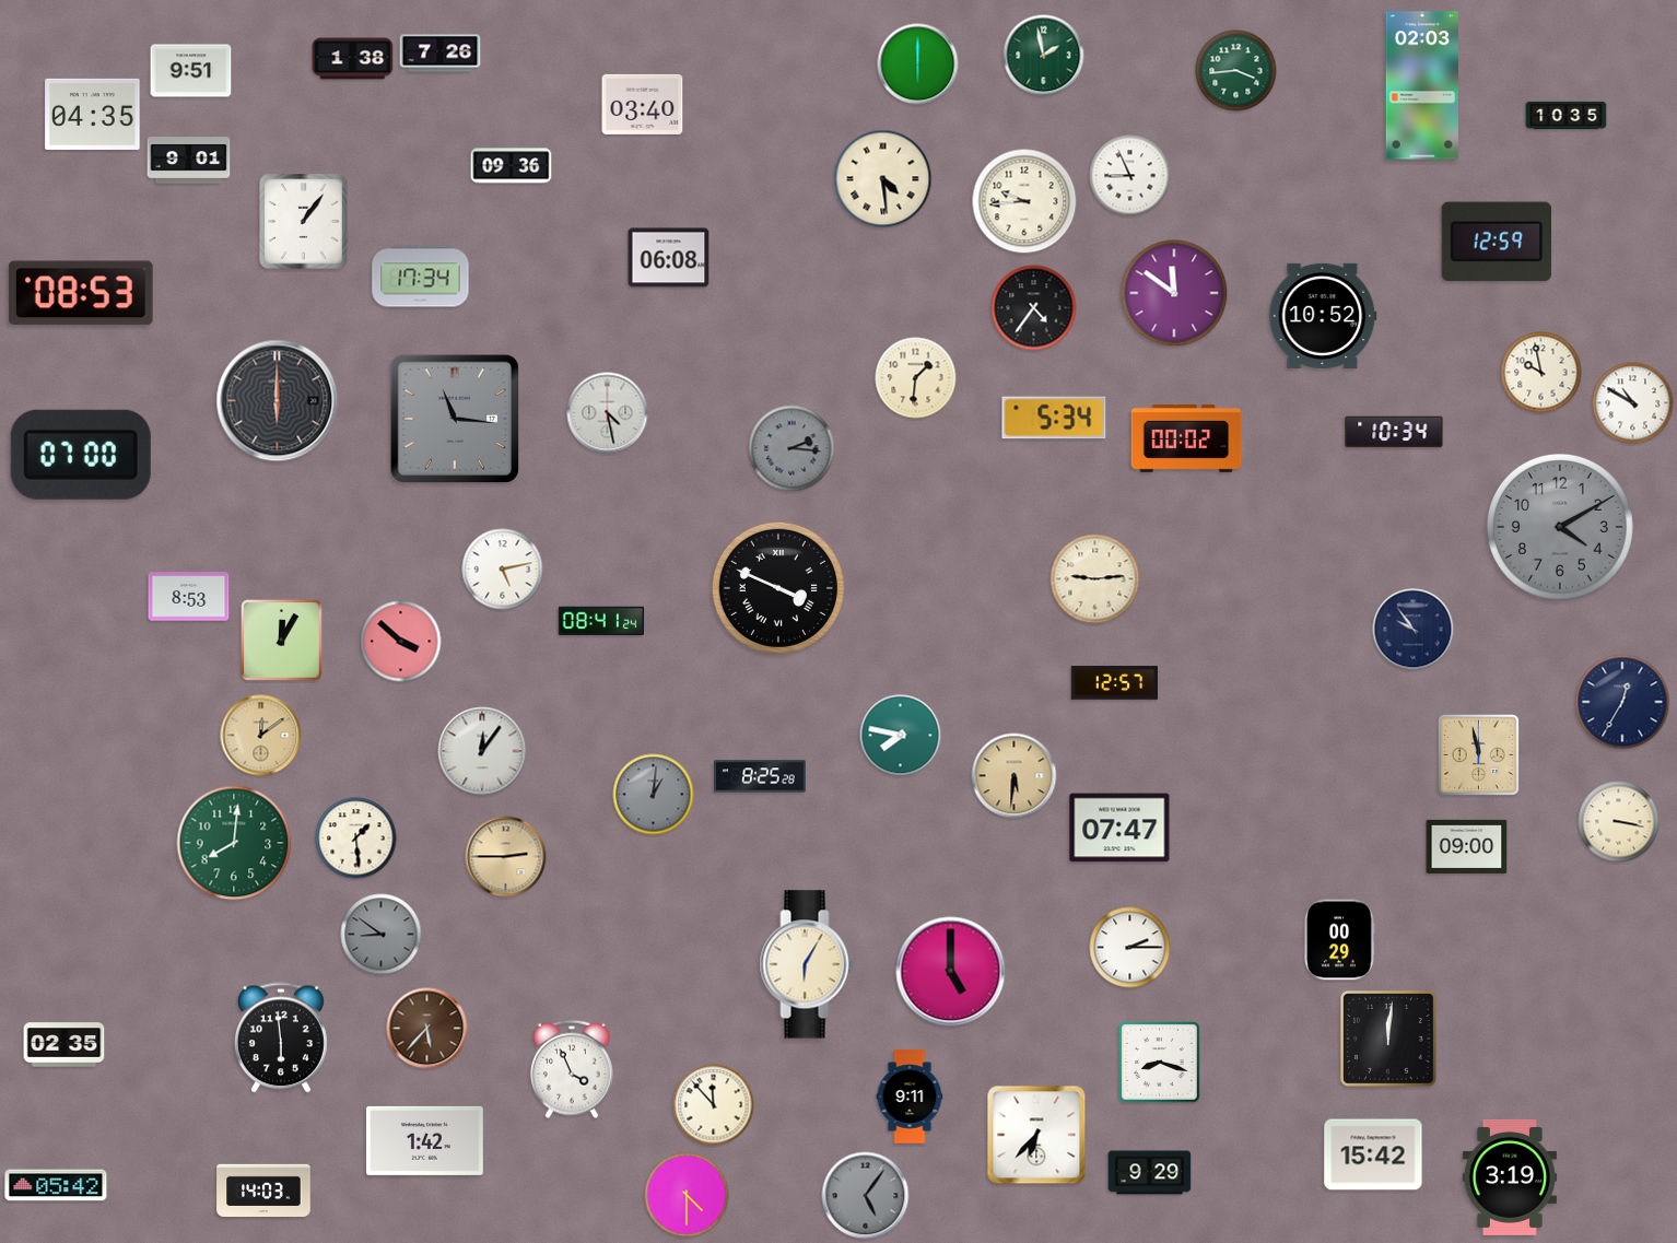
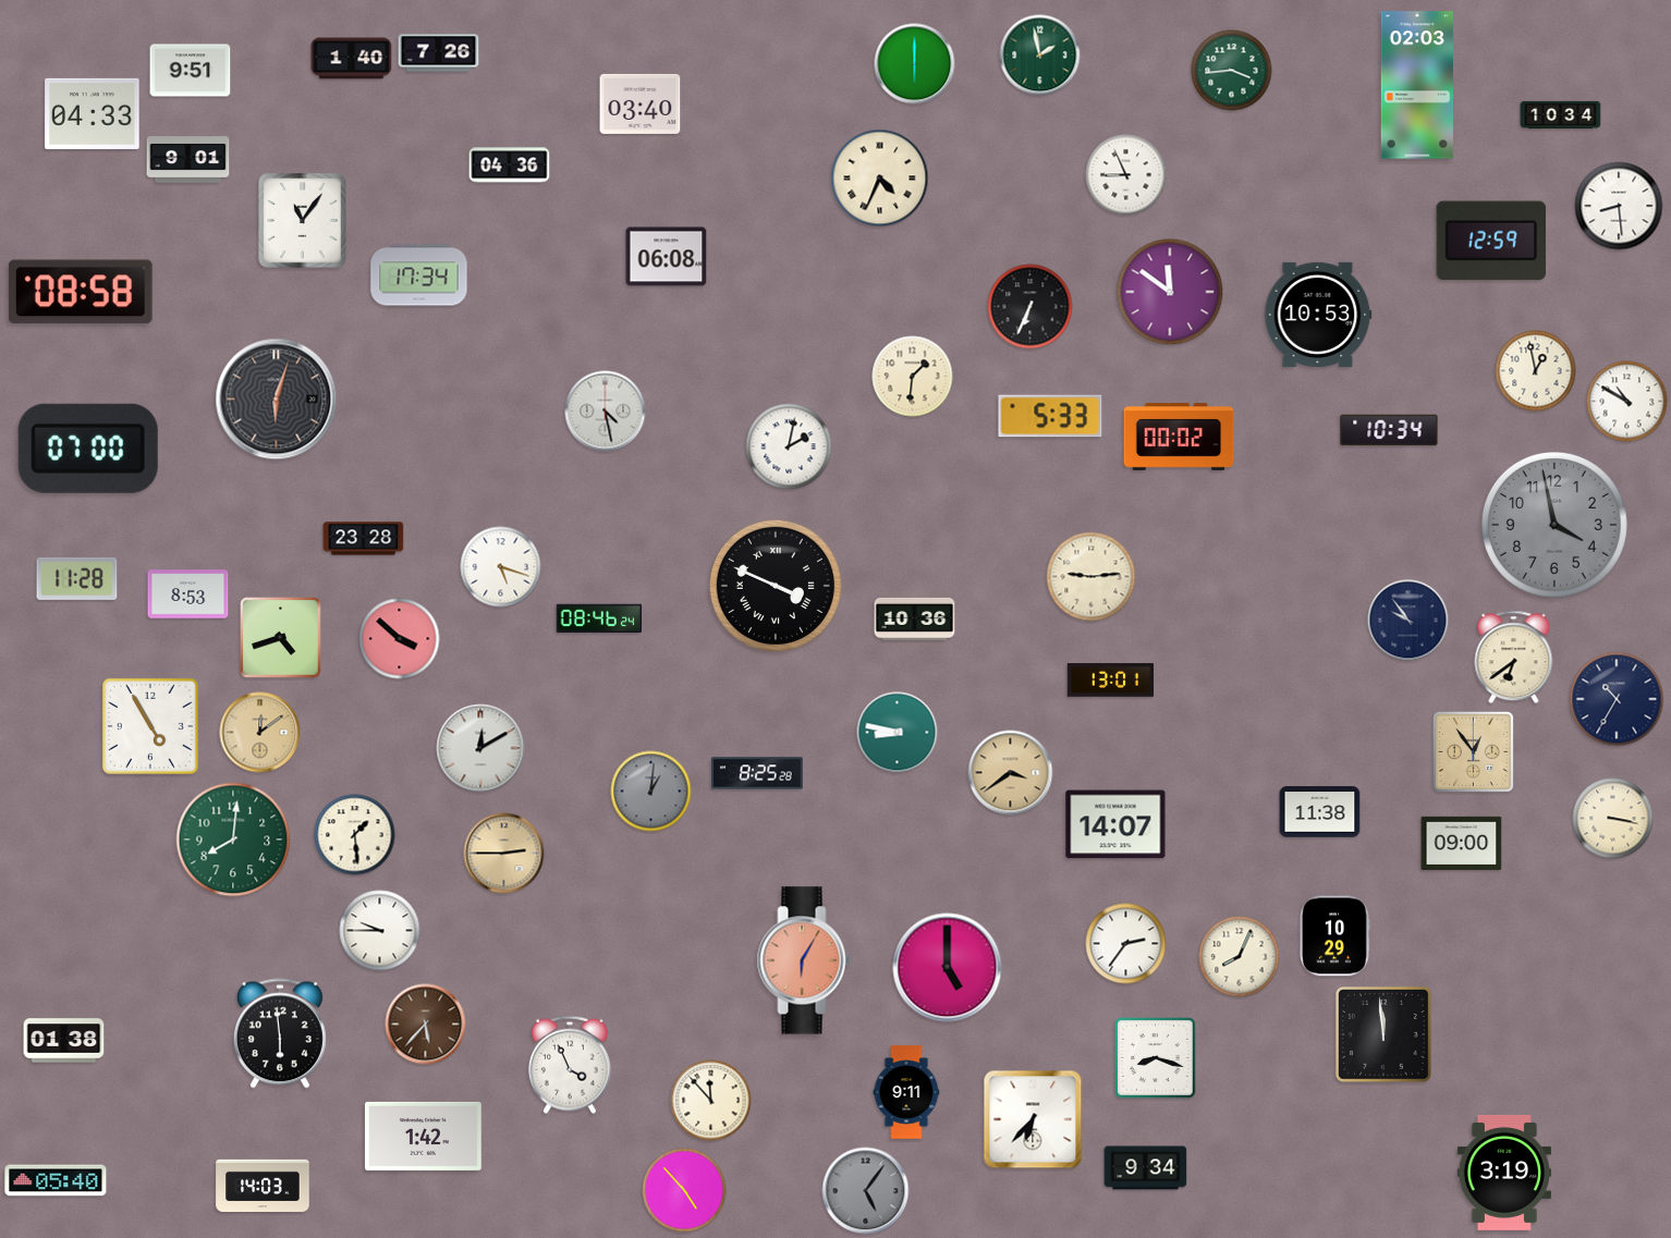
clock at (353, 59): 1:38 -> 1:40
clock at (93, 114): 04:35 -> 04:33
clock at (1567, 116): 10:35 -> 10:34
clock at (512, 166): 09:36 -> 04:36
clock at (883, 179): 4:29 -> 4:34
clock at (1024, 201): 9:44 -> none
clock at (1619, 206): none -> 8:29
clock at (304, 222): 1:06 -> 11:06
clock at (81, 293): 08:53 -> 08:58
clock at (1034, 308): 4:36 -> 6:34
clock at (1323, 316): 10:52 -> 10:53
clock at (1541, 373): 9:58 -> 12:58
clock at (278, 401): 6:00 -> 6:03
clock at (454, 418): 11:16 -> none
clock at (1054, 418): 5:34 -> 5:33
clock at (1186, 439) position: (1186, 439) -> (1179, 438)
clock at (791, 448): 2:16 -> 2:02
clock at (791, 448) dial: grey -> white
clock at (81, 455) position: (81, 455) -> (88, 449)
clock at (1560, 527): 4:10 -> 3:58
clock at (364, 539): none -> 23:28
clock at (503, 570): 5:13 -> 5:18
clock at (77, 578): none -> 11:28
clock at (601, 621): 08:41 -> 08:46
clock at (915, 618): none -> 10:36
clock at (1414, 630) position: (1414, 630) -> (1408, 621)
clock at (282, 641): 12:05 -> 4:42
clock at (1514, 658): none -> 6:39
clock at (1114, 683): 12:57 -> 13:01
clock at (1622, 702): 12:35 -> 10:35
clock at (150, 726): none -> 4:55
clock at (901, 736): 7:47 -> 8:47
clock at (482, 751): 12:06 -> 12:10
clock at (1478, 754): 11:58 -> 12:54
clock at (1015, 776): 5:31 -> 3:39
clock at (1320, 812): none -> 11:38
clock at (1119, 828): 07:47 -> 14:07
clock at (382, 935): 8:51 -> 9:45
clock at (382, 935) dial: grey -> white
clock at (1339, 940): 00:29 -> 10:29
clock at (1130, 948): 2:15 -> 2:36
clock at (1240, 957): none -> 8:04
clock at (807, 964) dial: cream -> salmon
clock at (1388, 1039): 12:01 -> 11:59
clock at (64, 1045): 02:35 -> 01:38
clock at (1036, 1135) position: (1036, 1135) -> (1033, 1119)
clock at (1373, 1154): 15:42 -> none
clock at (1150, 1173): 9:29 -> 9:34
clock at (56, 1185): 05:42 -> 05:40
clock at (687, 1195): 4:30 -> 4:53
clock at (866, 1196) position: (866, 1196) -> (866, 1191)
